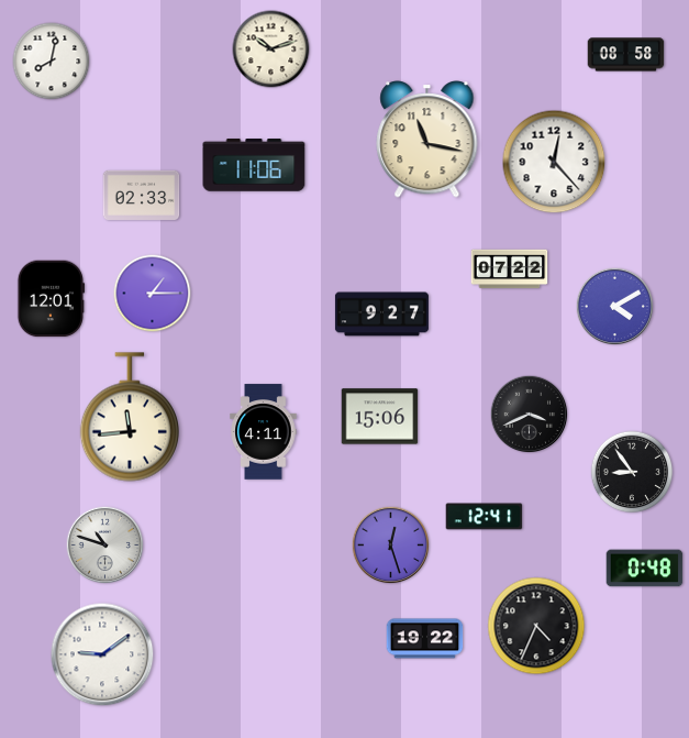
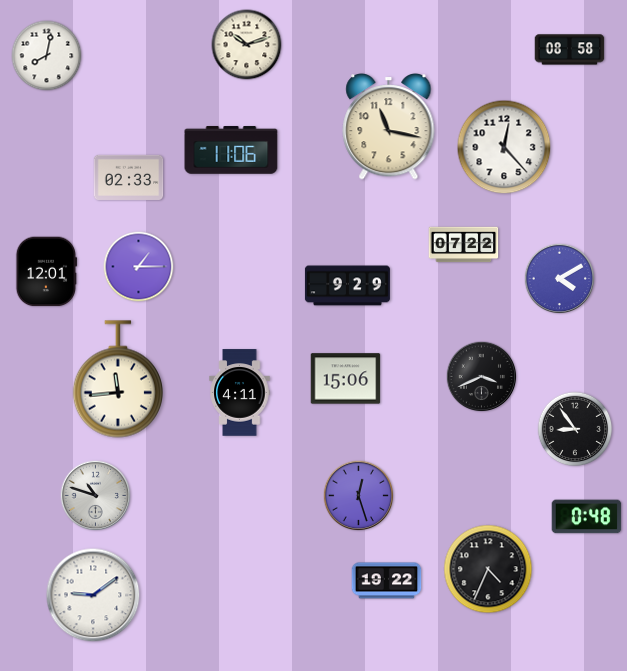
clock at (381, 315): 9:27 -> 9:29
clock at (485, 517): 12:41 -> none
clock at (391, 546) position: (391, 546) -> (359, 496)
